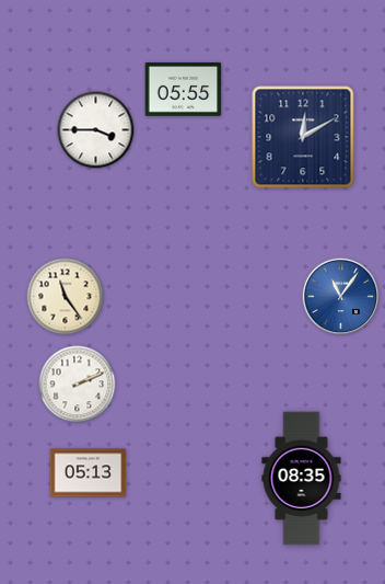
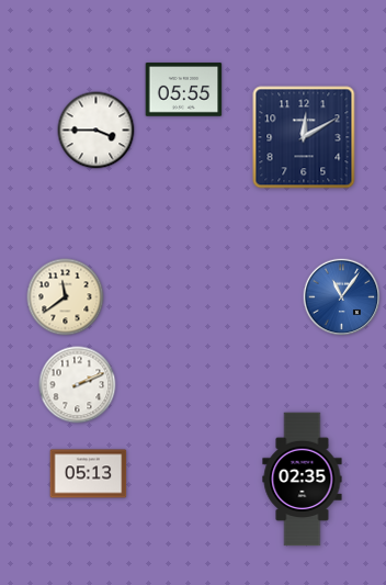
clock at (66, 297): 11:24 -> 11:39
clock at (302, 479): 08:35 -> 02:35
